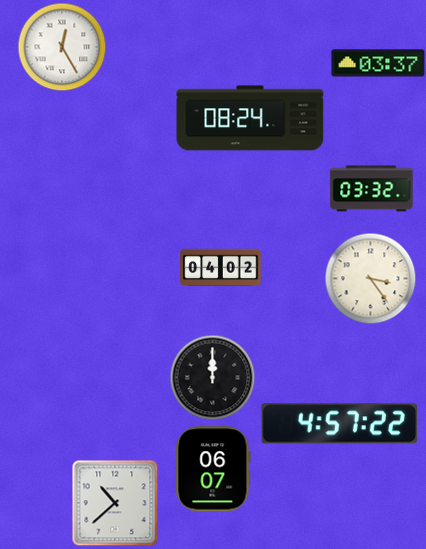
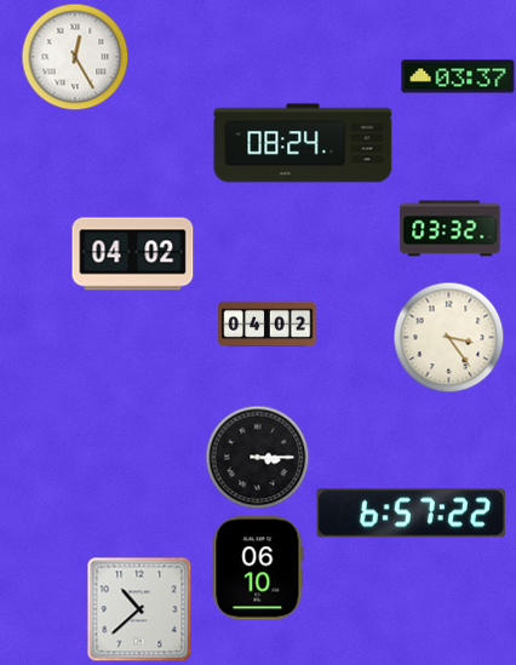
clock at (133, 254): none -> 04:02
clock at (212, 377): 12:00 -> 3:15
clock at (339, 424): 4:57 -> 6:57
clock at (213, 469): 06:07 -> 06:10
